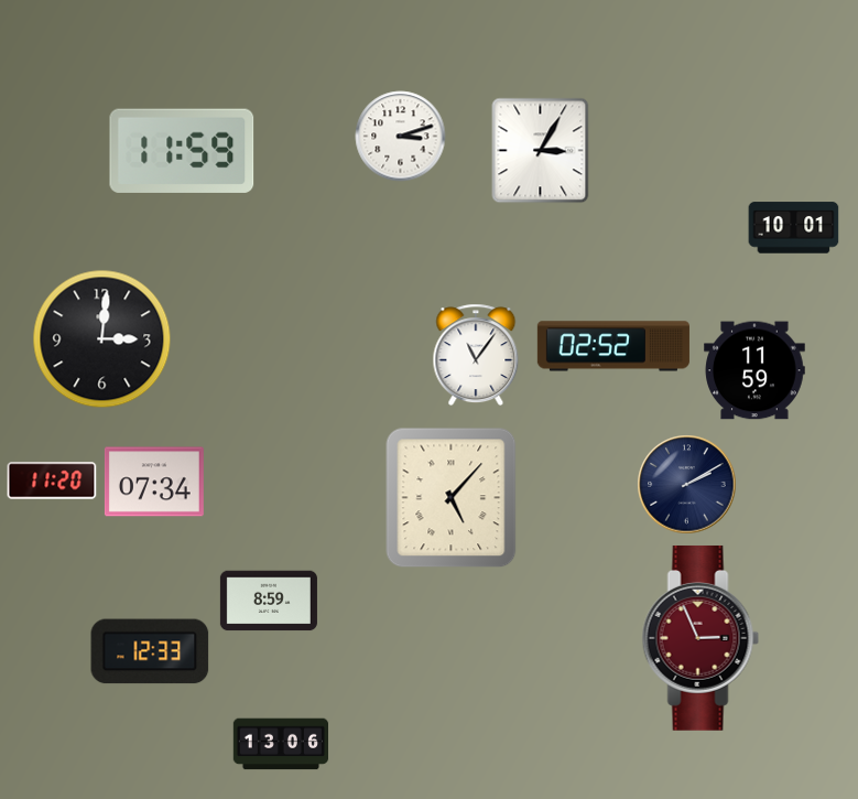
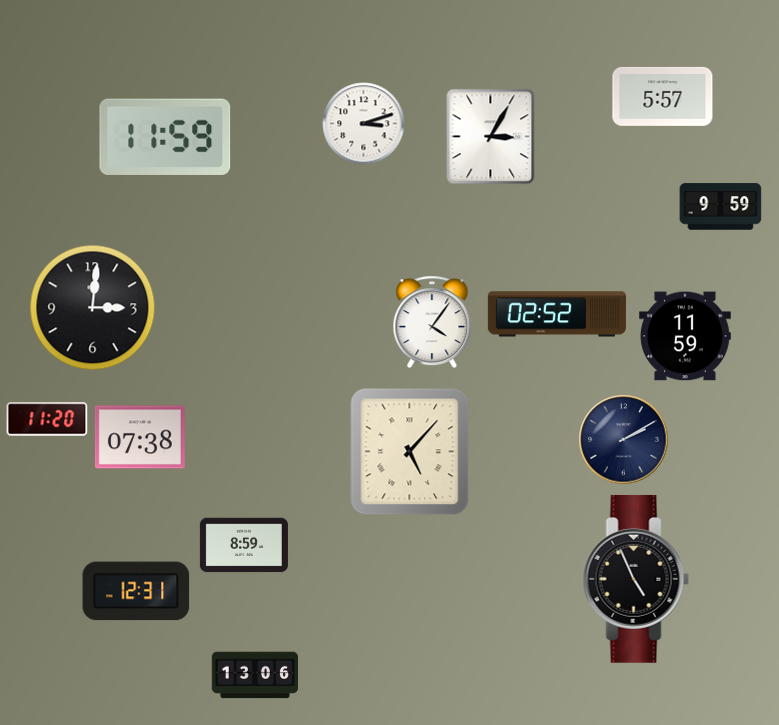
clock at (663, 96): none -> 5:57
clock at (794, 228): 10:01 -> 9:59
clock at (476, 355): 11:06 -> 4:06
clock at (52, 481) position: (52, 481) -> (47, 419)
clock at (154, 482): 07:34 -> 07:38
clock at (700, 638): 2:56 -> 4:56
clock at (700, 638) dial: burgundy -> black
clock at (150, 651): 12:33 -> 12:31
